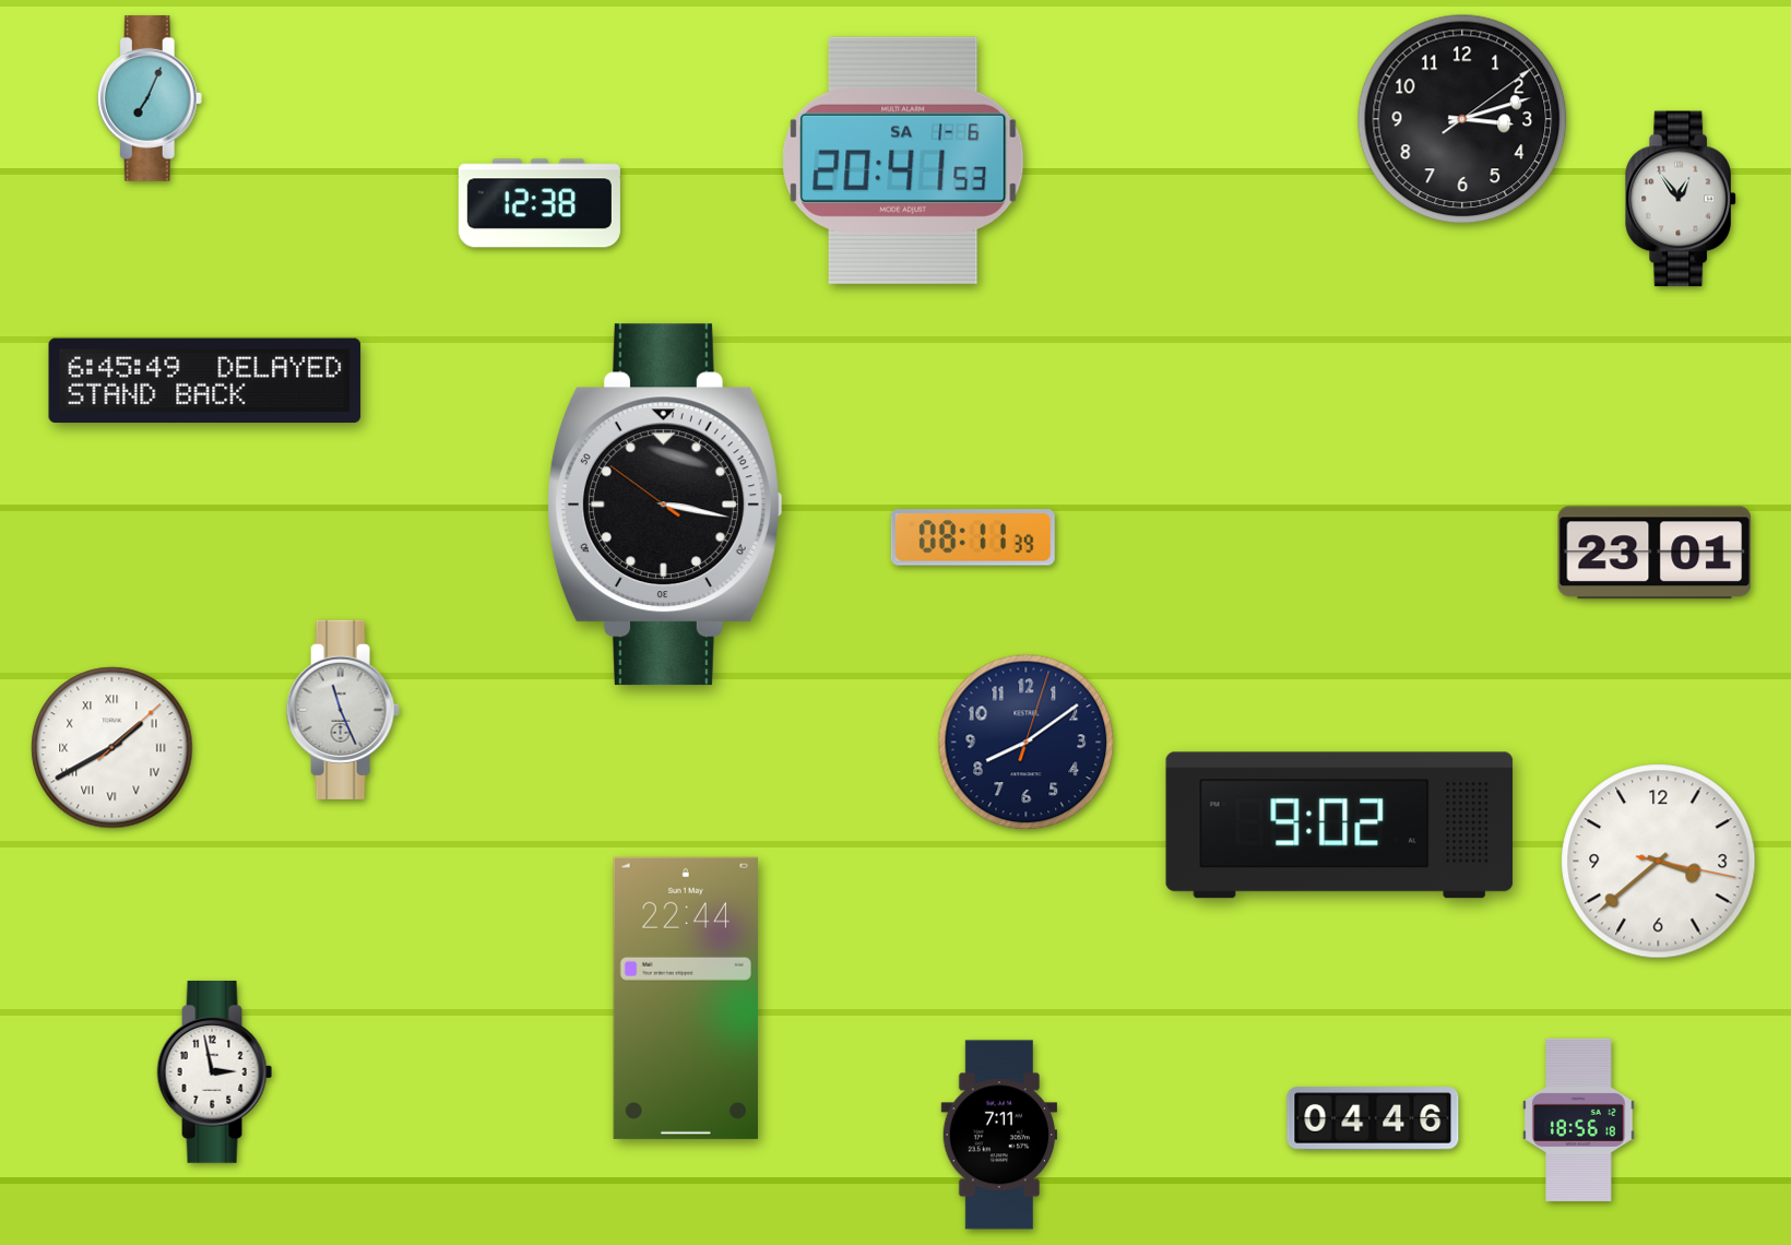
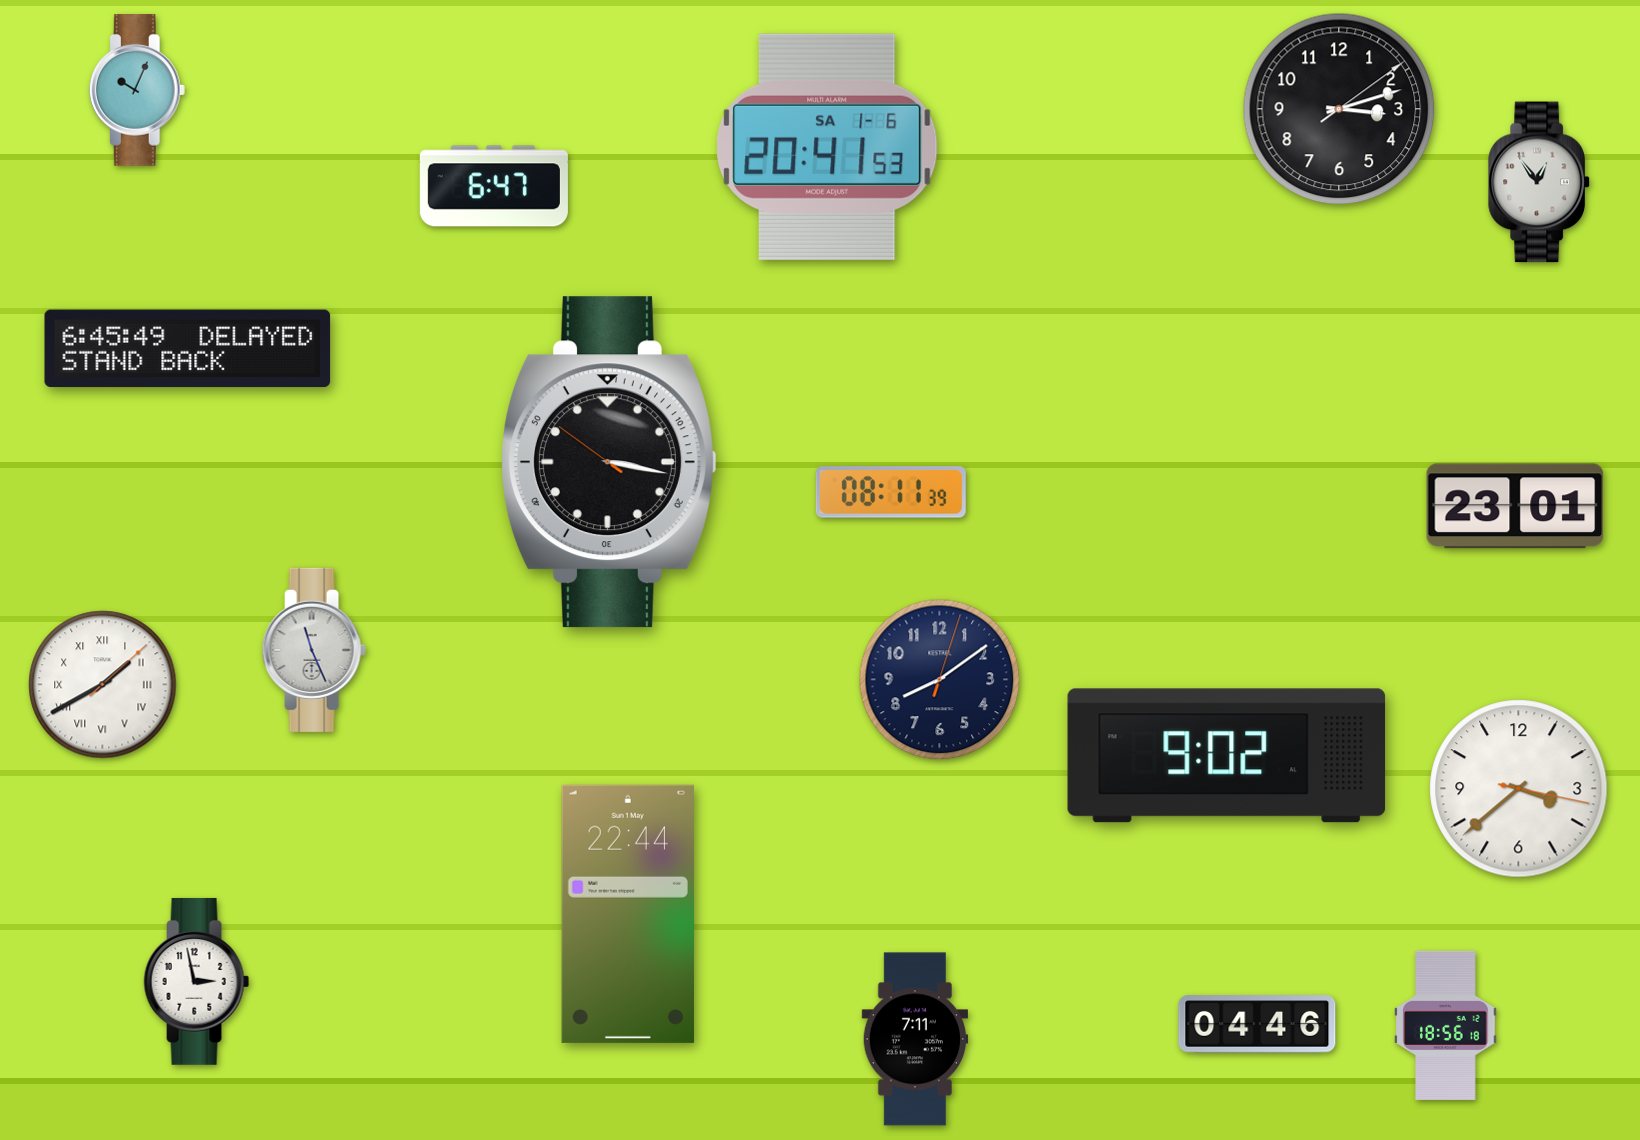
clock at (150, 98): 7:04 -> 10:04
clock at (539, 203): 12:38 -> 6:47
